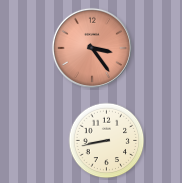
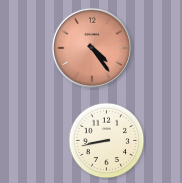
clock at (92, 48): 3:24 -> 4:24
